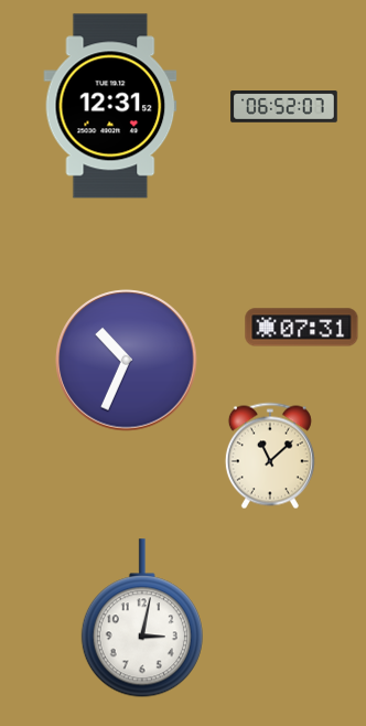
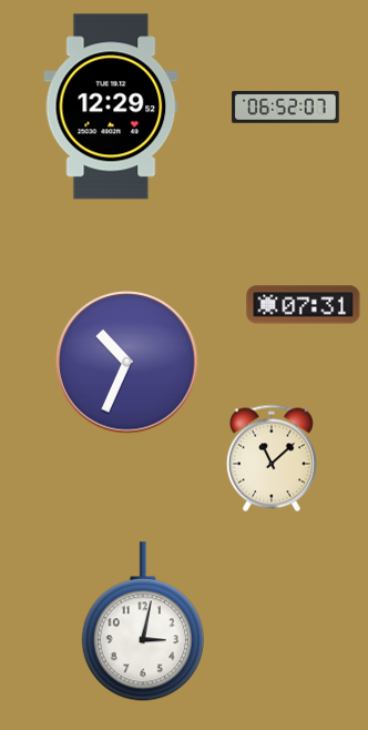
clock at (110, 106): 12:31 -> 12:29
clock at (302, 328) position: (302, 328) -> (304, 305)
